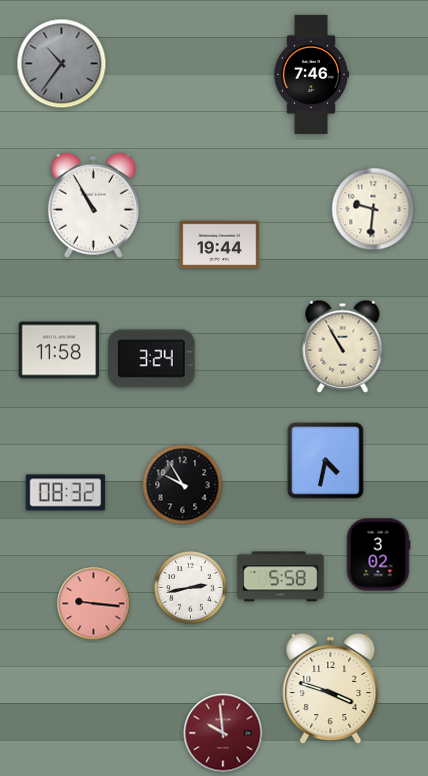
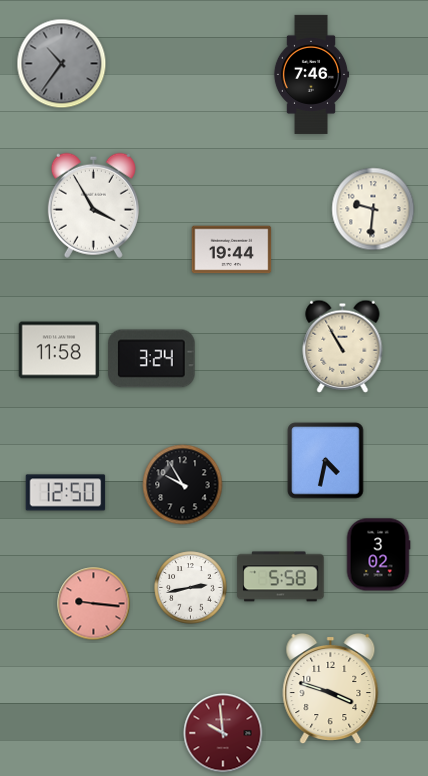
clock at (93, 205): 10:55 -> 3:55
clock at (220, 245) position: (220, 245) -> (232, 250)
clock at (66, 493): 08:32 -> 12:50
